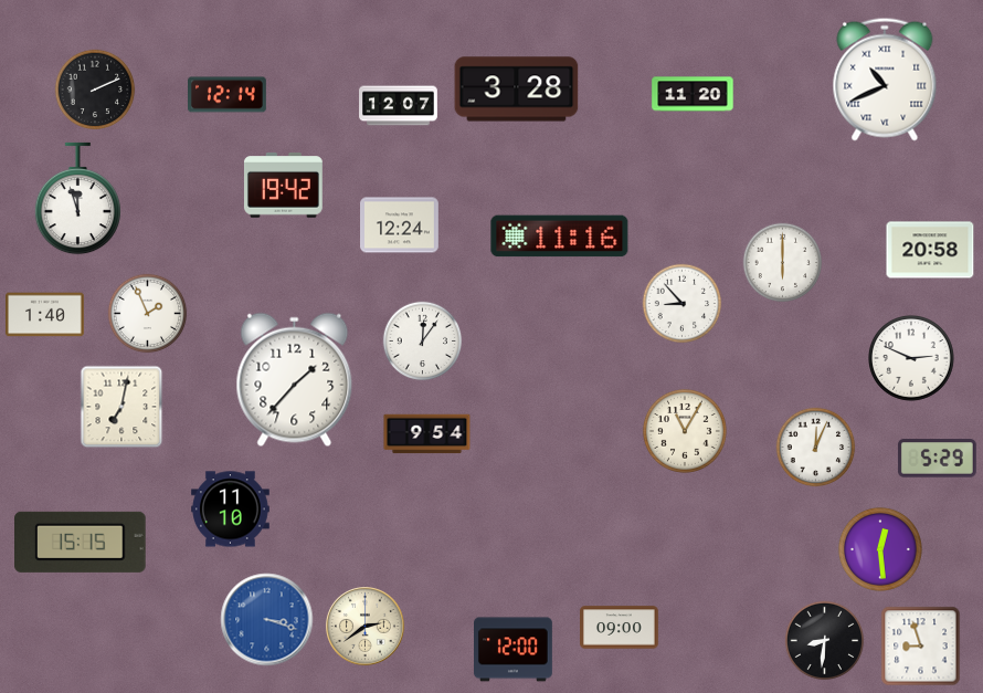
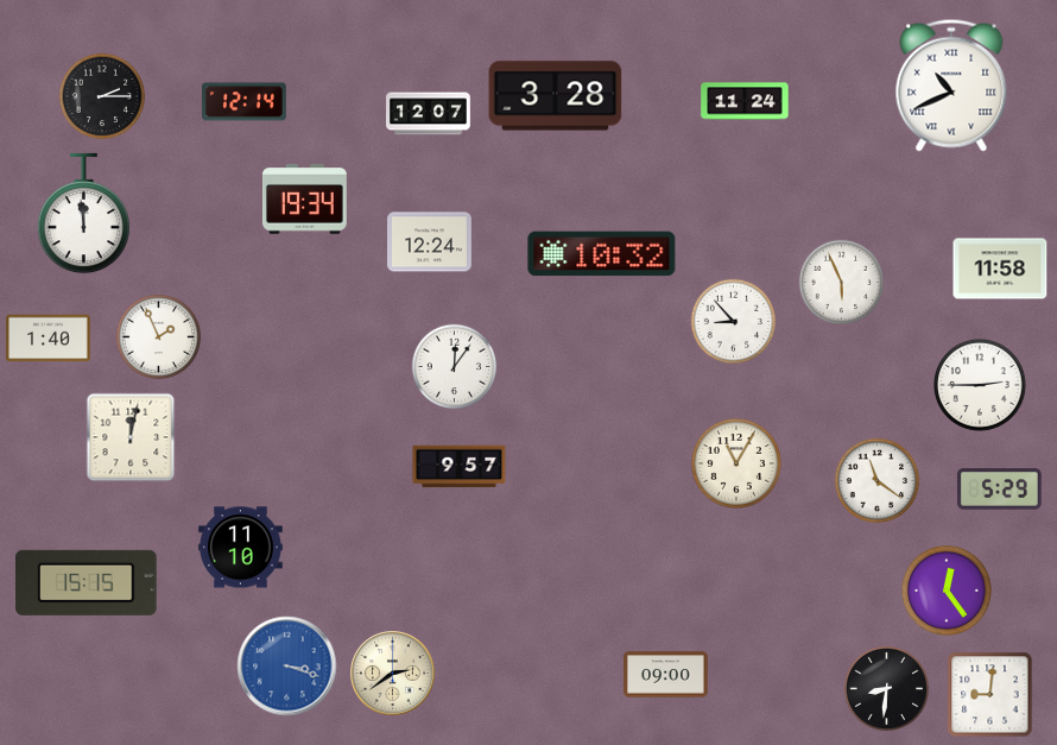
clock at (95, 90): 2:11 -> 2:15
clock at (693, 94): 11:20 -> 11:24
clock at (283, 186): 19:42 -> 19:34
clock at (77, 199): 11:57 -> 11:59
clock at (560, 237): 11:16 -> 10:32
clock at (930, 250): 20:58 -> 11:58
clock at (783, 263): 6:00 -> 5:56
clock at (683, 304) position: (683, 304) -> (734, 322)
clock at (912, 359): 2:49 -> 2:45
clock at (295, 380): 1:37 -> none
clock at (121, 407): 7:02 -> 12:02
clock at (427, 434): 9:54 -> 9:57
clock at (816, 448): 12:04 -> 11:21
clock at (937, 459) position: (937, 459) -> (999, 490)
clock at (231, 510) position: (231, 510) -> (241, 548)
clock at (880, 549): 12:29 -> 12:24
clock at (921, 647): 8:57 -> 9:01
clock at (514, 650): 12:00 -> none
